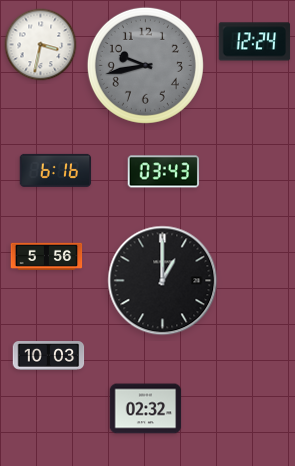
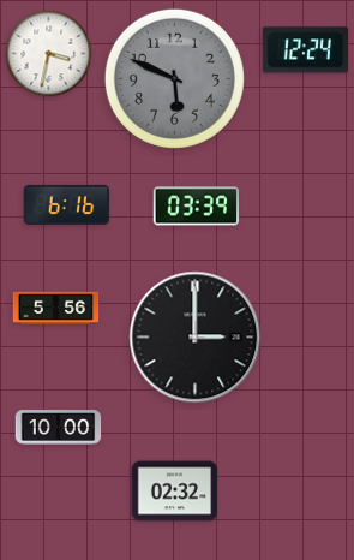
clock at (145, 65): 9:43 -> 5:49
clock at (164, 172): 03:43 -> 03:39
clock at (163, 281): 1:00 -> 3:00
clock at (49, 356): 10:03 -> 10:00
